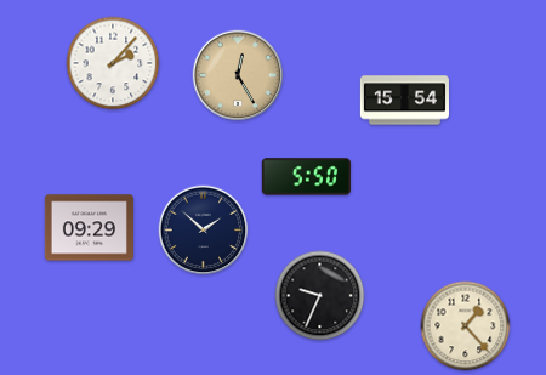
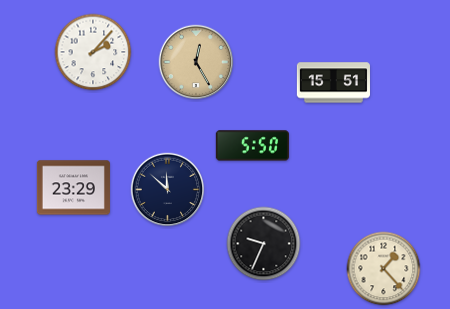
clock at (404, 101): 15:54 -> 15:51
clock at (89, 228): 09:29 -> 23:29
clock at (204, 231): 1:52 -> 11:52
